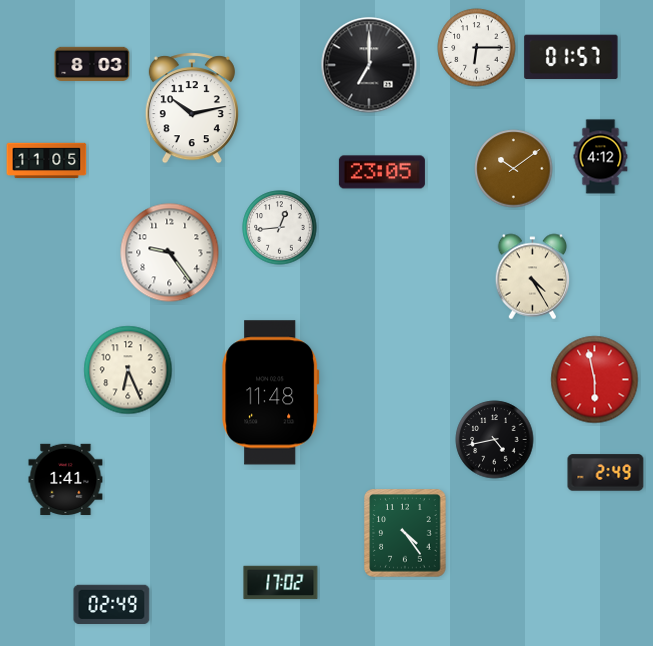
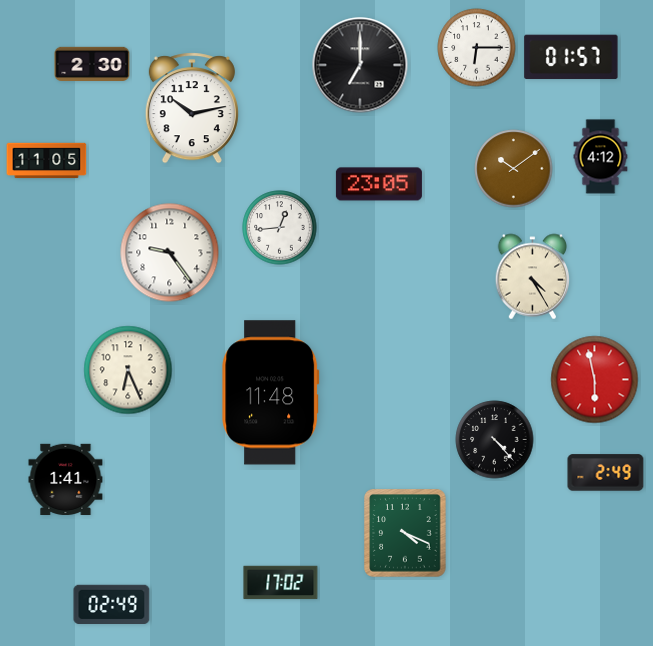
clock at (92, 63): 8:03 -> 2:30
clock at (369, 65) position: (369, 65) -> (360, 65)
clock at (382, 172) position: (382, 172) -> (379, 184)
clock at (495, 440): 4:43 -> 4:23
clock at (405, 533): 4:24 -> 4:19
